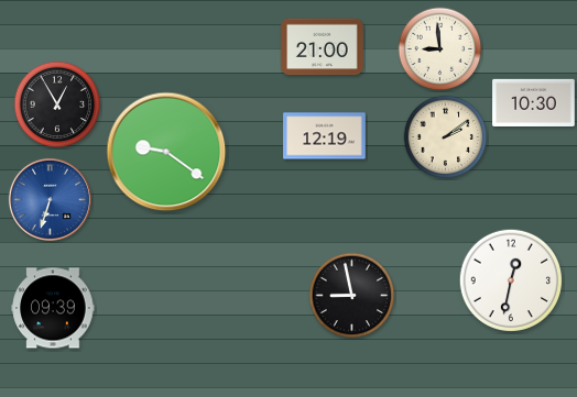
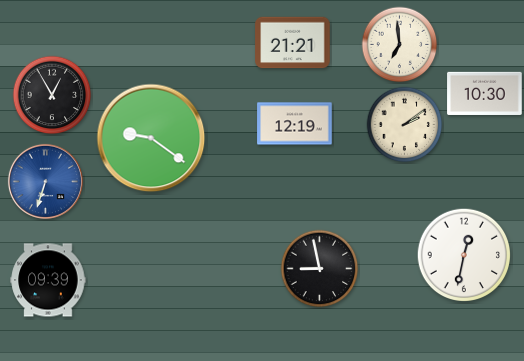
clock at (323, 47): 21:00 -> 21:21
clock at (440, 49): 8:59 -> 6:59
